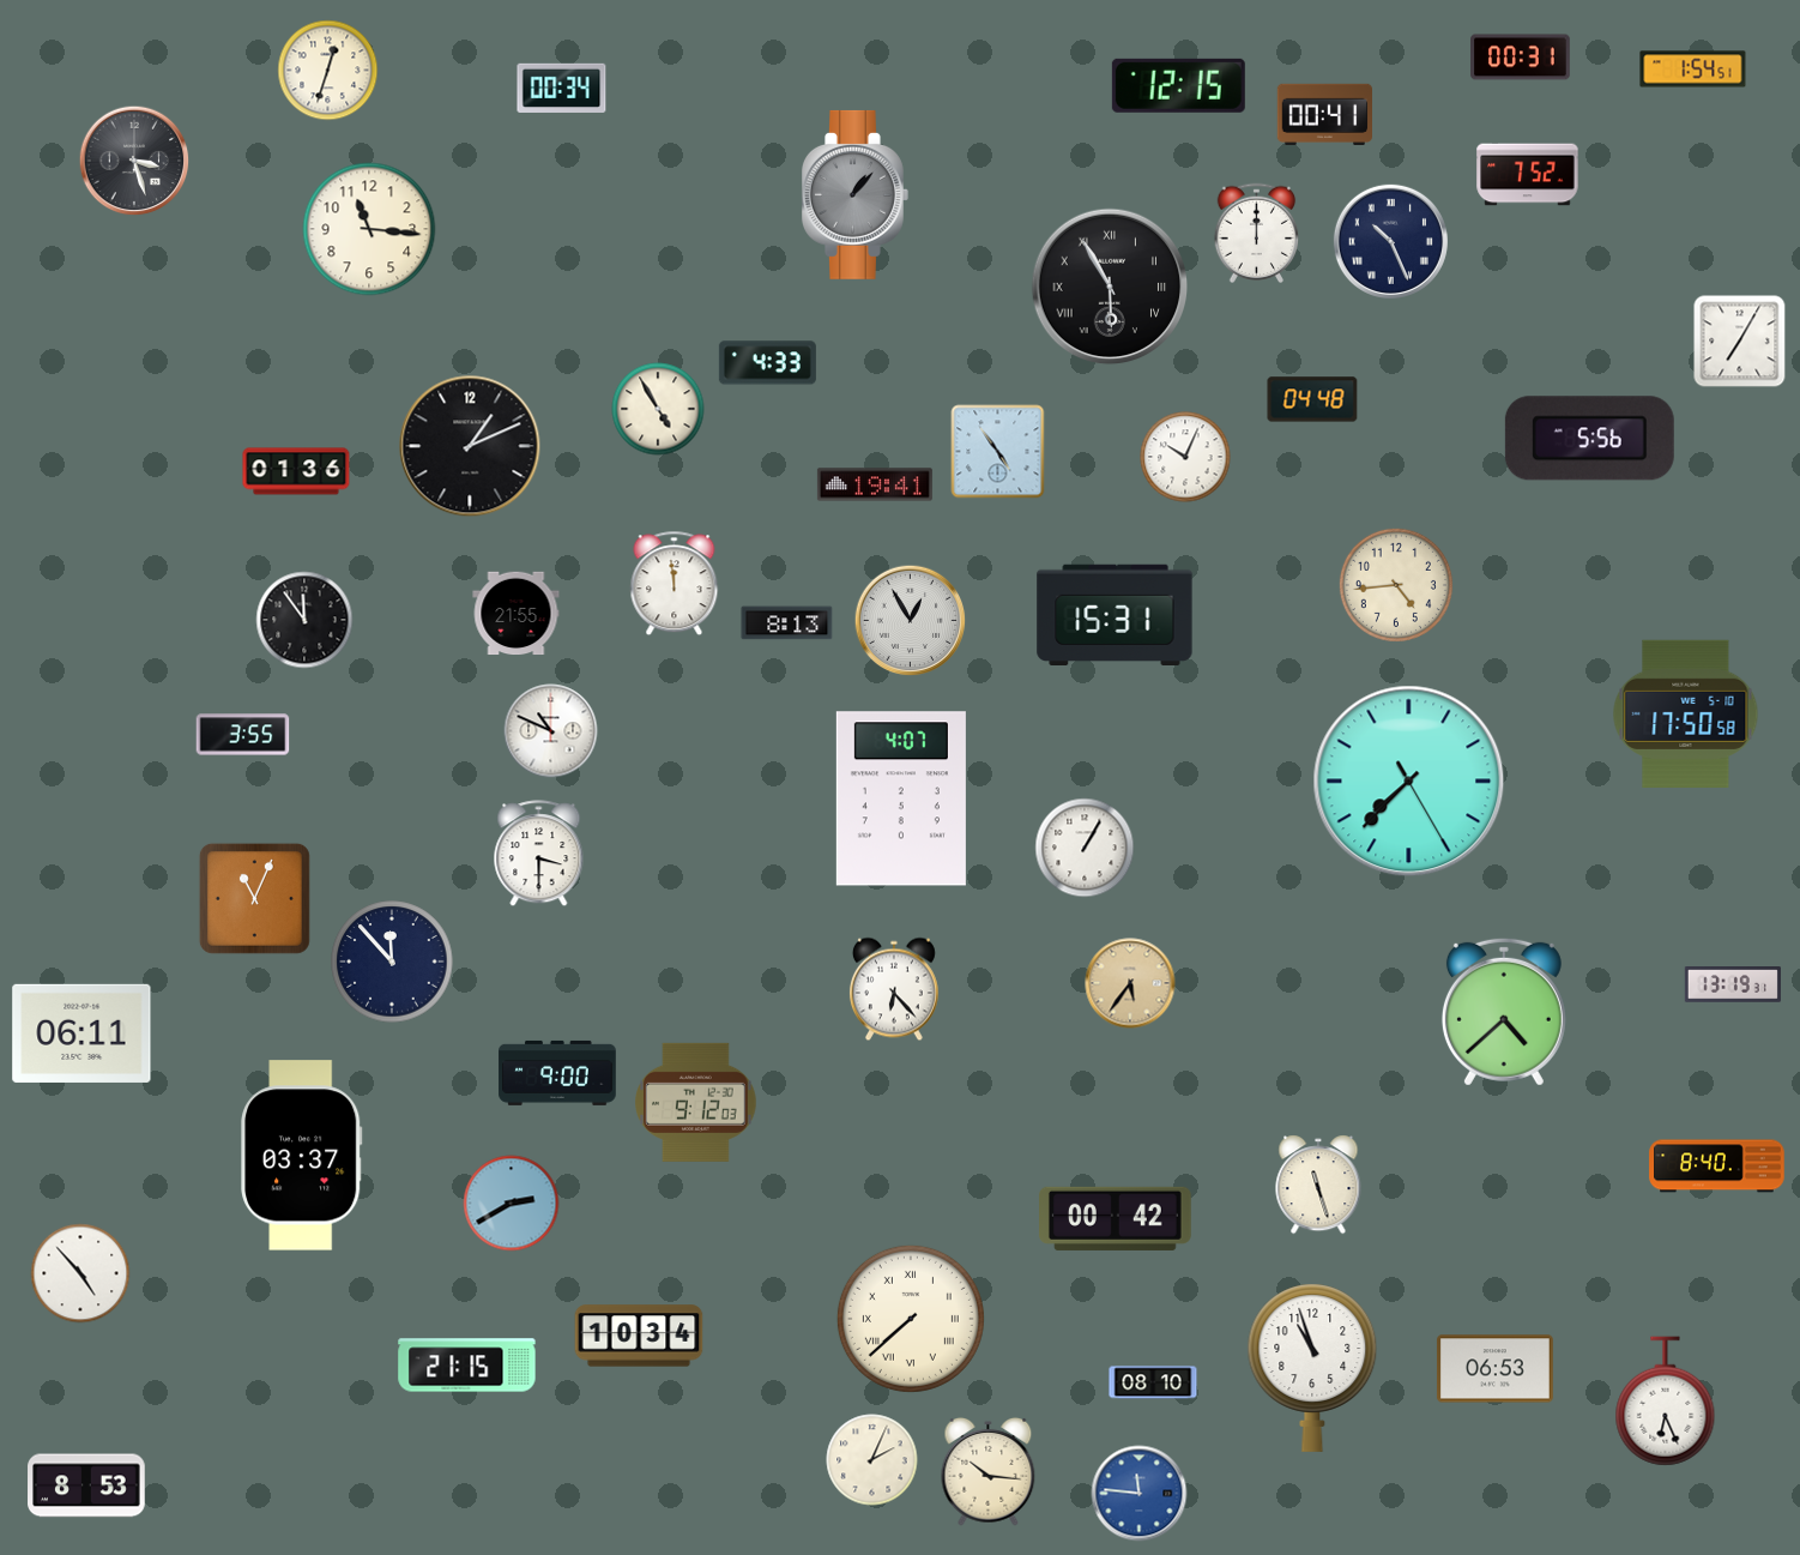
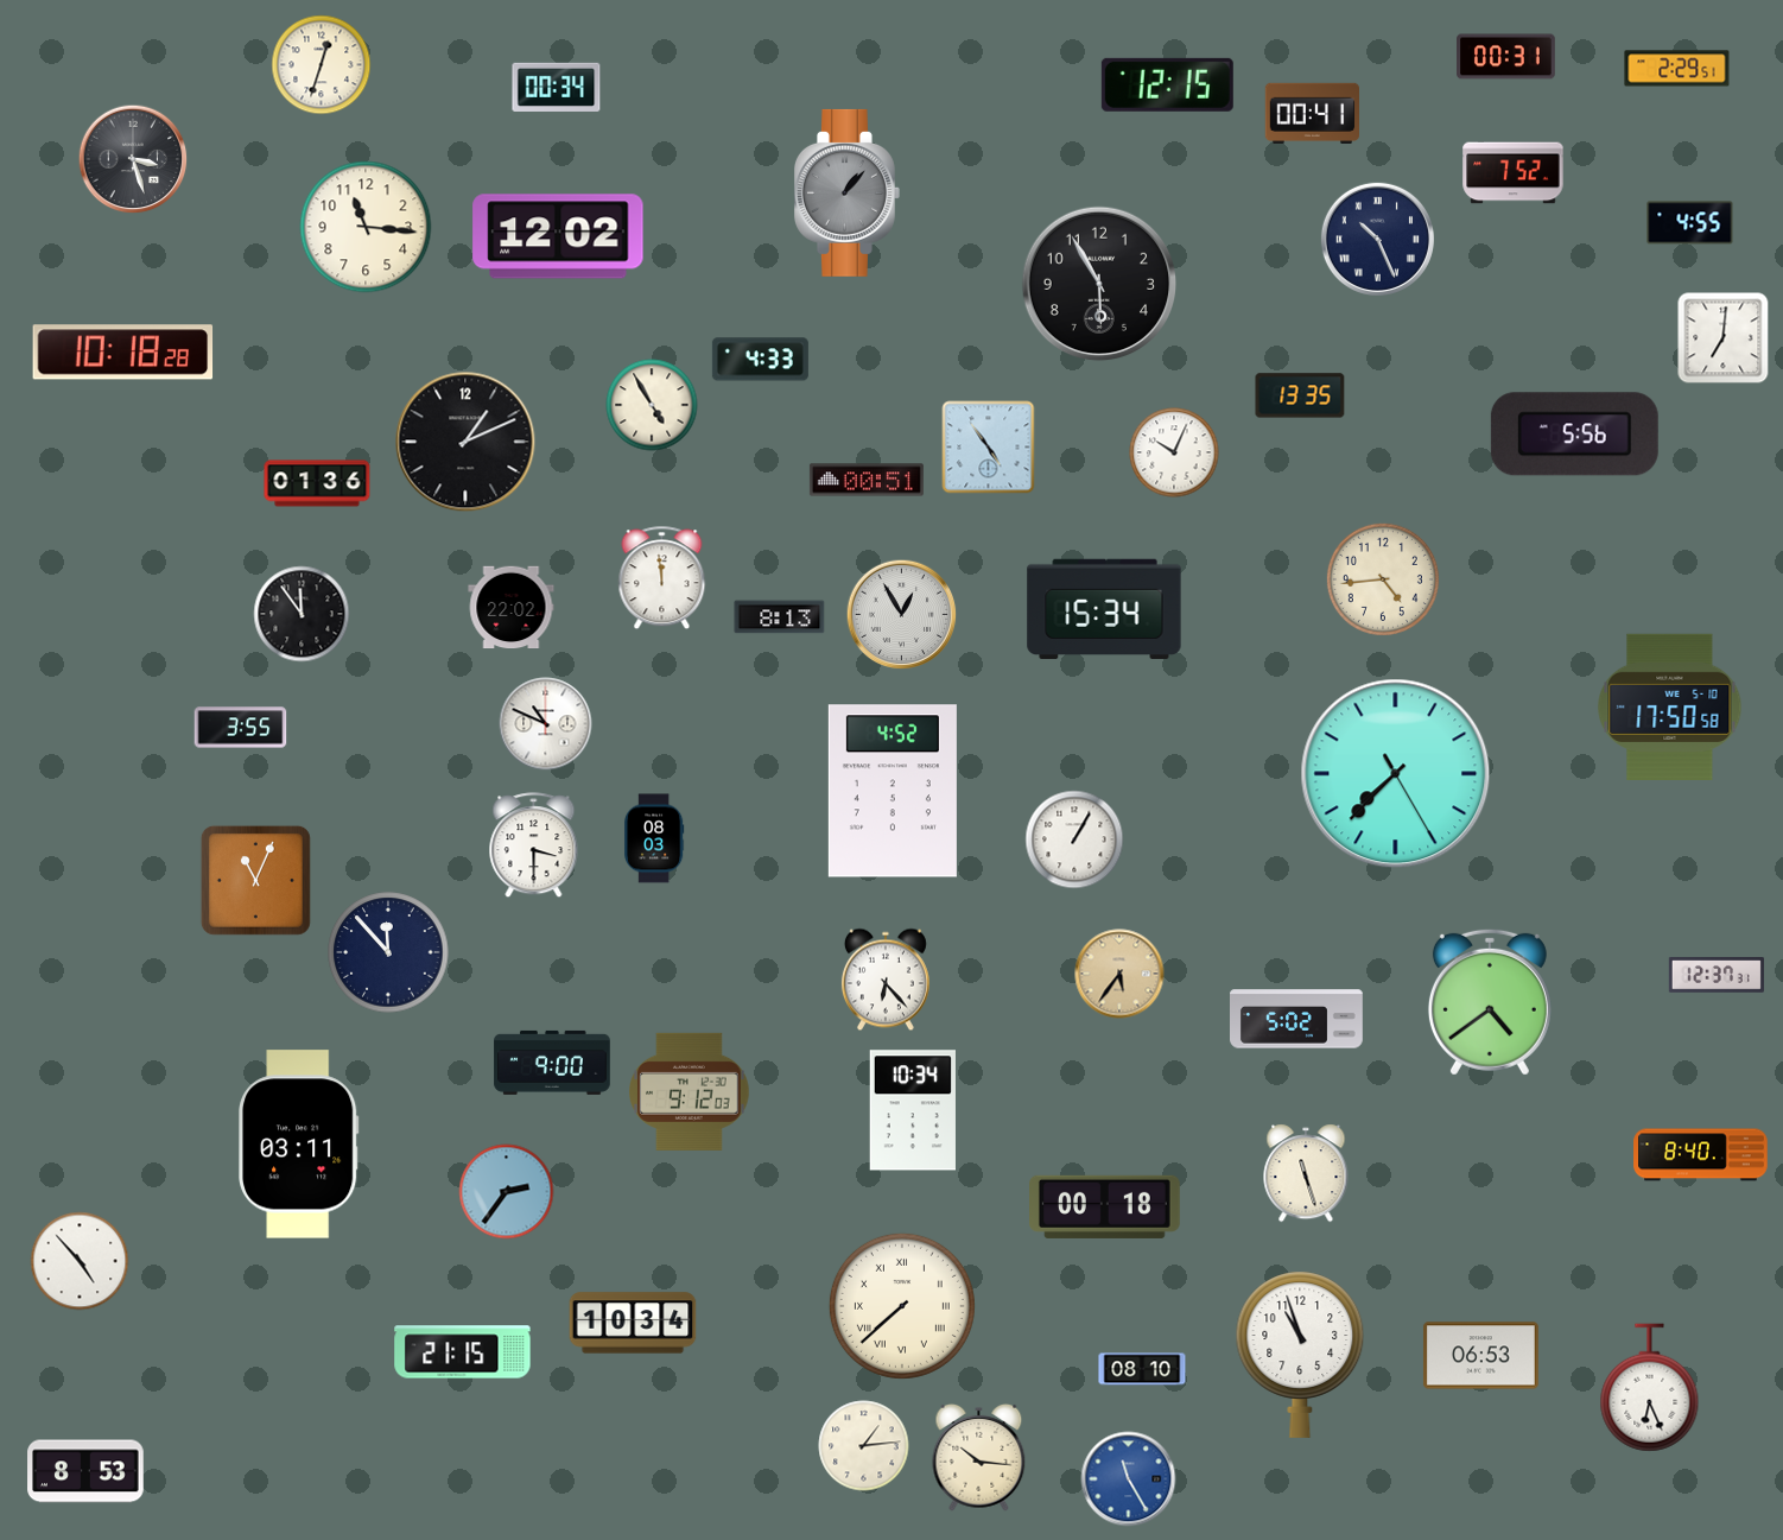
clock at (1693, 70): 1:54 -> 2:29
clock at (328, 71) position: (328, 71) -> (322, 65)
clock at (1690, 223): none -> 4:55
clock at (1257, 233): 12:00 -> none
clock at (558, 236): none -> 12:02
clock at (1110, 287) numerals: Roman -> Arabic
clock at (1740, 342): 7:05 -> 7:01
clock at (123, 353): none -> 10:18
clock at (1312, 399): 04:48 -> 13:35
clock at (296, 471) position: (296, 471) -> (317, 483)
clock at (875, 484): 19:41 -> 00:51
clock at (675, 584) position: (675, 584) -> (662, 578)
clock at (517, 614): 21:55 -> 22:02
clock at (1115, 615): 15:31 -> 15:34
clock at (901, 798): 4:07 -> 4:52
clock at (655, 838): none -> 08:03
clock at (254, 898) position: (254, 898) -> (255, 880)
clock at (1733, 984): 13:19 -> 12:37
clock at (1504, 1012): 4:38 -> 4:39
clock at (1297, 1019): none -> 5:02
clock at (81, 1033): 06:11 -> none
clock at (913, 1110): none -> 10:34
clock at (302, 1156): 03:37 -> 03:11
clock at (512, 1204): 2:40 -> 2:36
clock at (1116, 1218): 00:42 -> 00:18
clock at (872, 1460): 2:04 -> 1:14
clock at (1140, 1494): 11:46 -> 11:25
